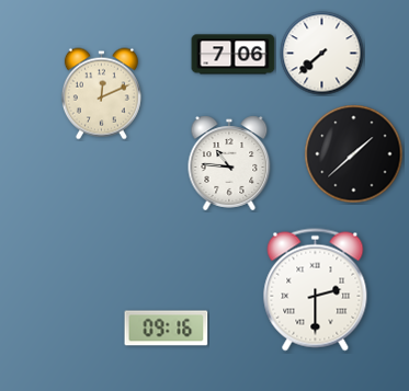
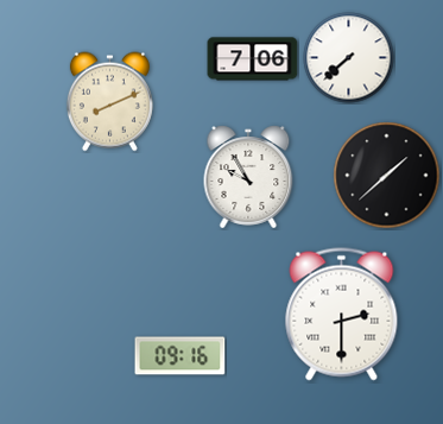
clock at (101, 94): 12:11 -> 8:11
clock at (354, 154) position: (354, 154) -> (387, 176)
clock at (229, 163): 10:46 -> 9:55
